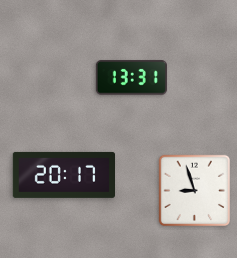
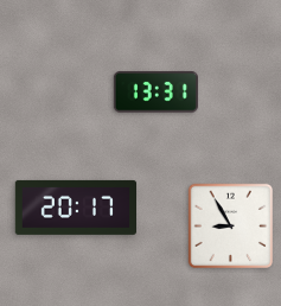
clock at (195, 191): 8:57 -> 8:55
